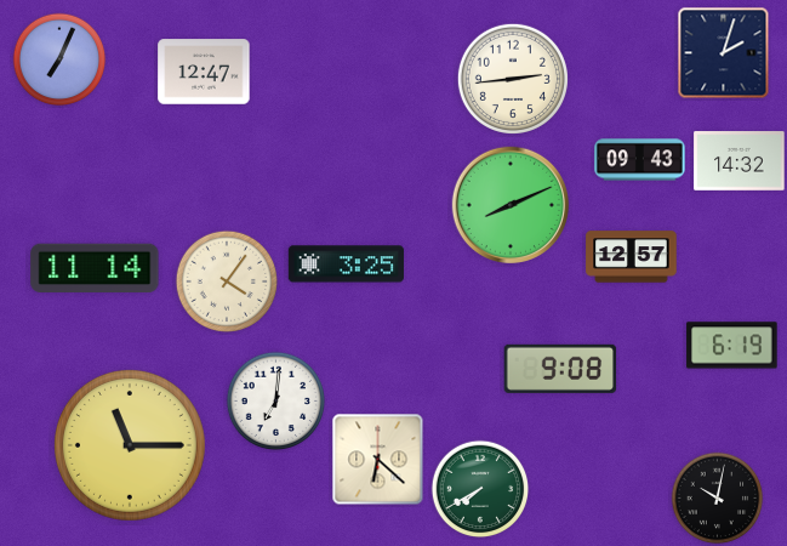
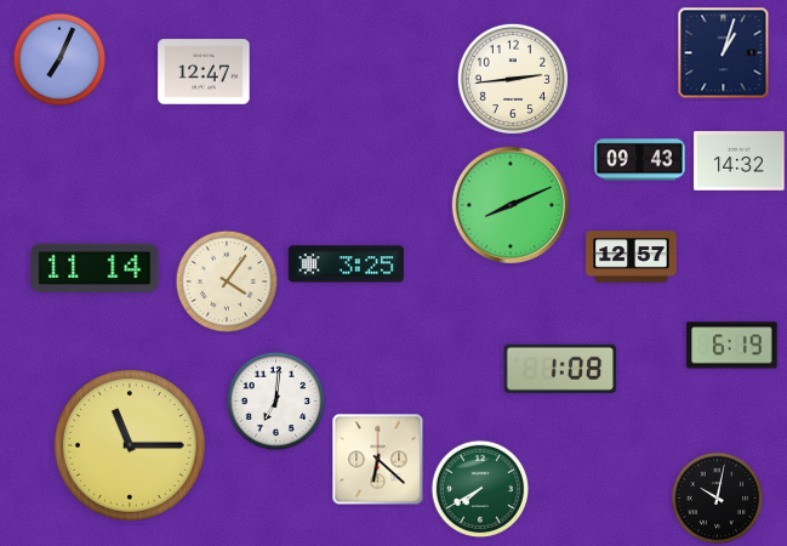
clock at (724, 53): 2:03 -> 1:03
clock at (560, 369): 9:08 -> 1:08
